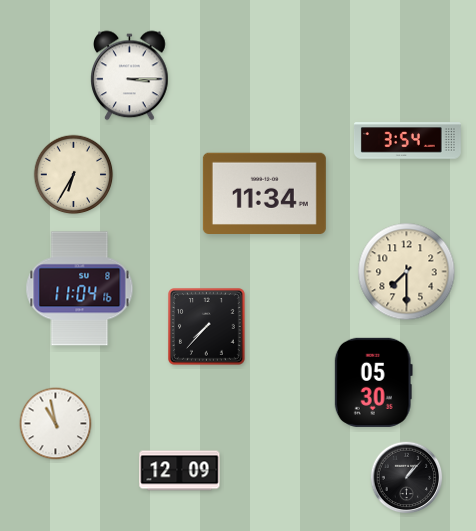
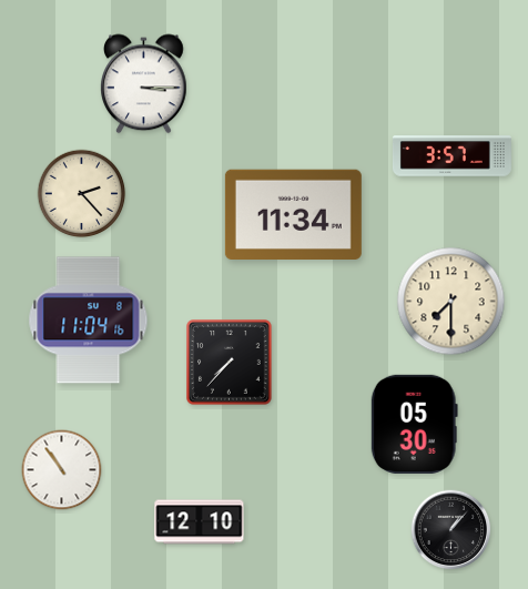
clock at (407, 141): 3:54 -> 3:57
clock at (74, 175): 6:35 -> 2:23
clock at (56, 424): 10:58 -> 10:54
clock at (180, 471): 12:09 -> 12:10
